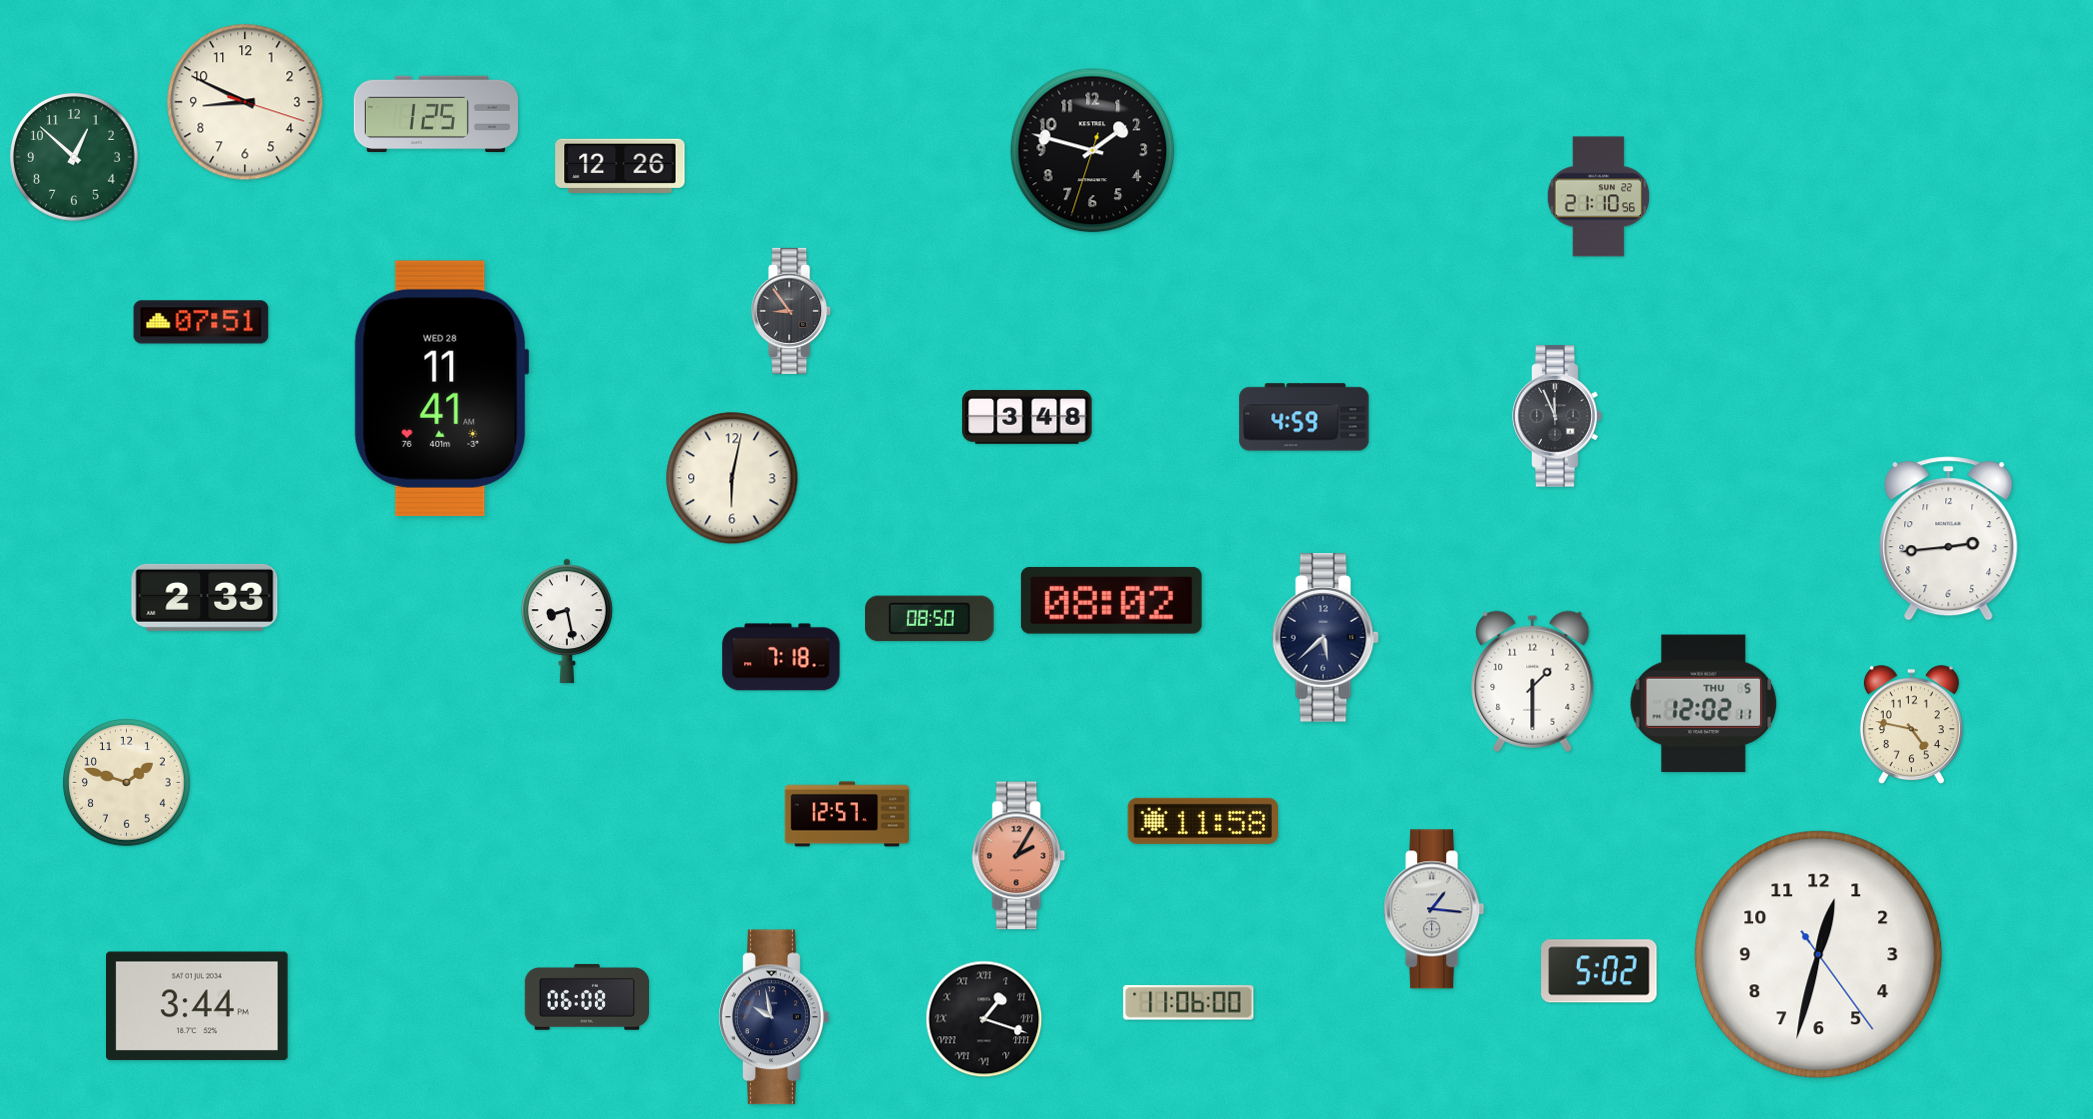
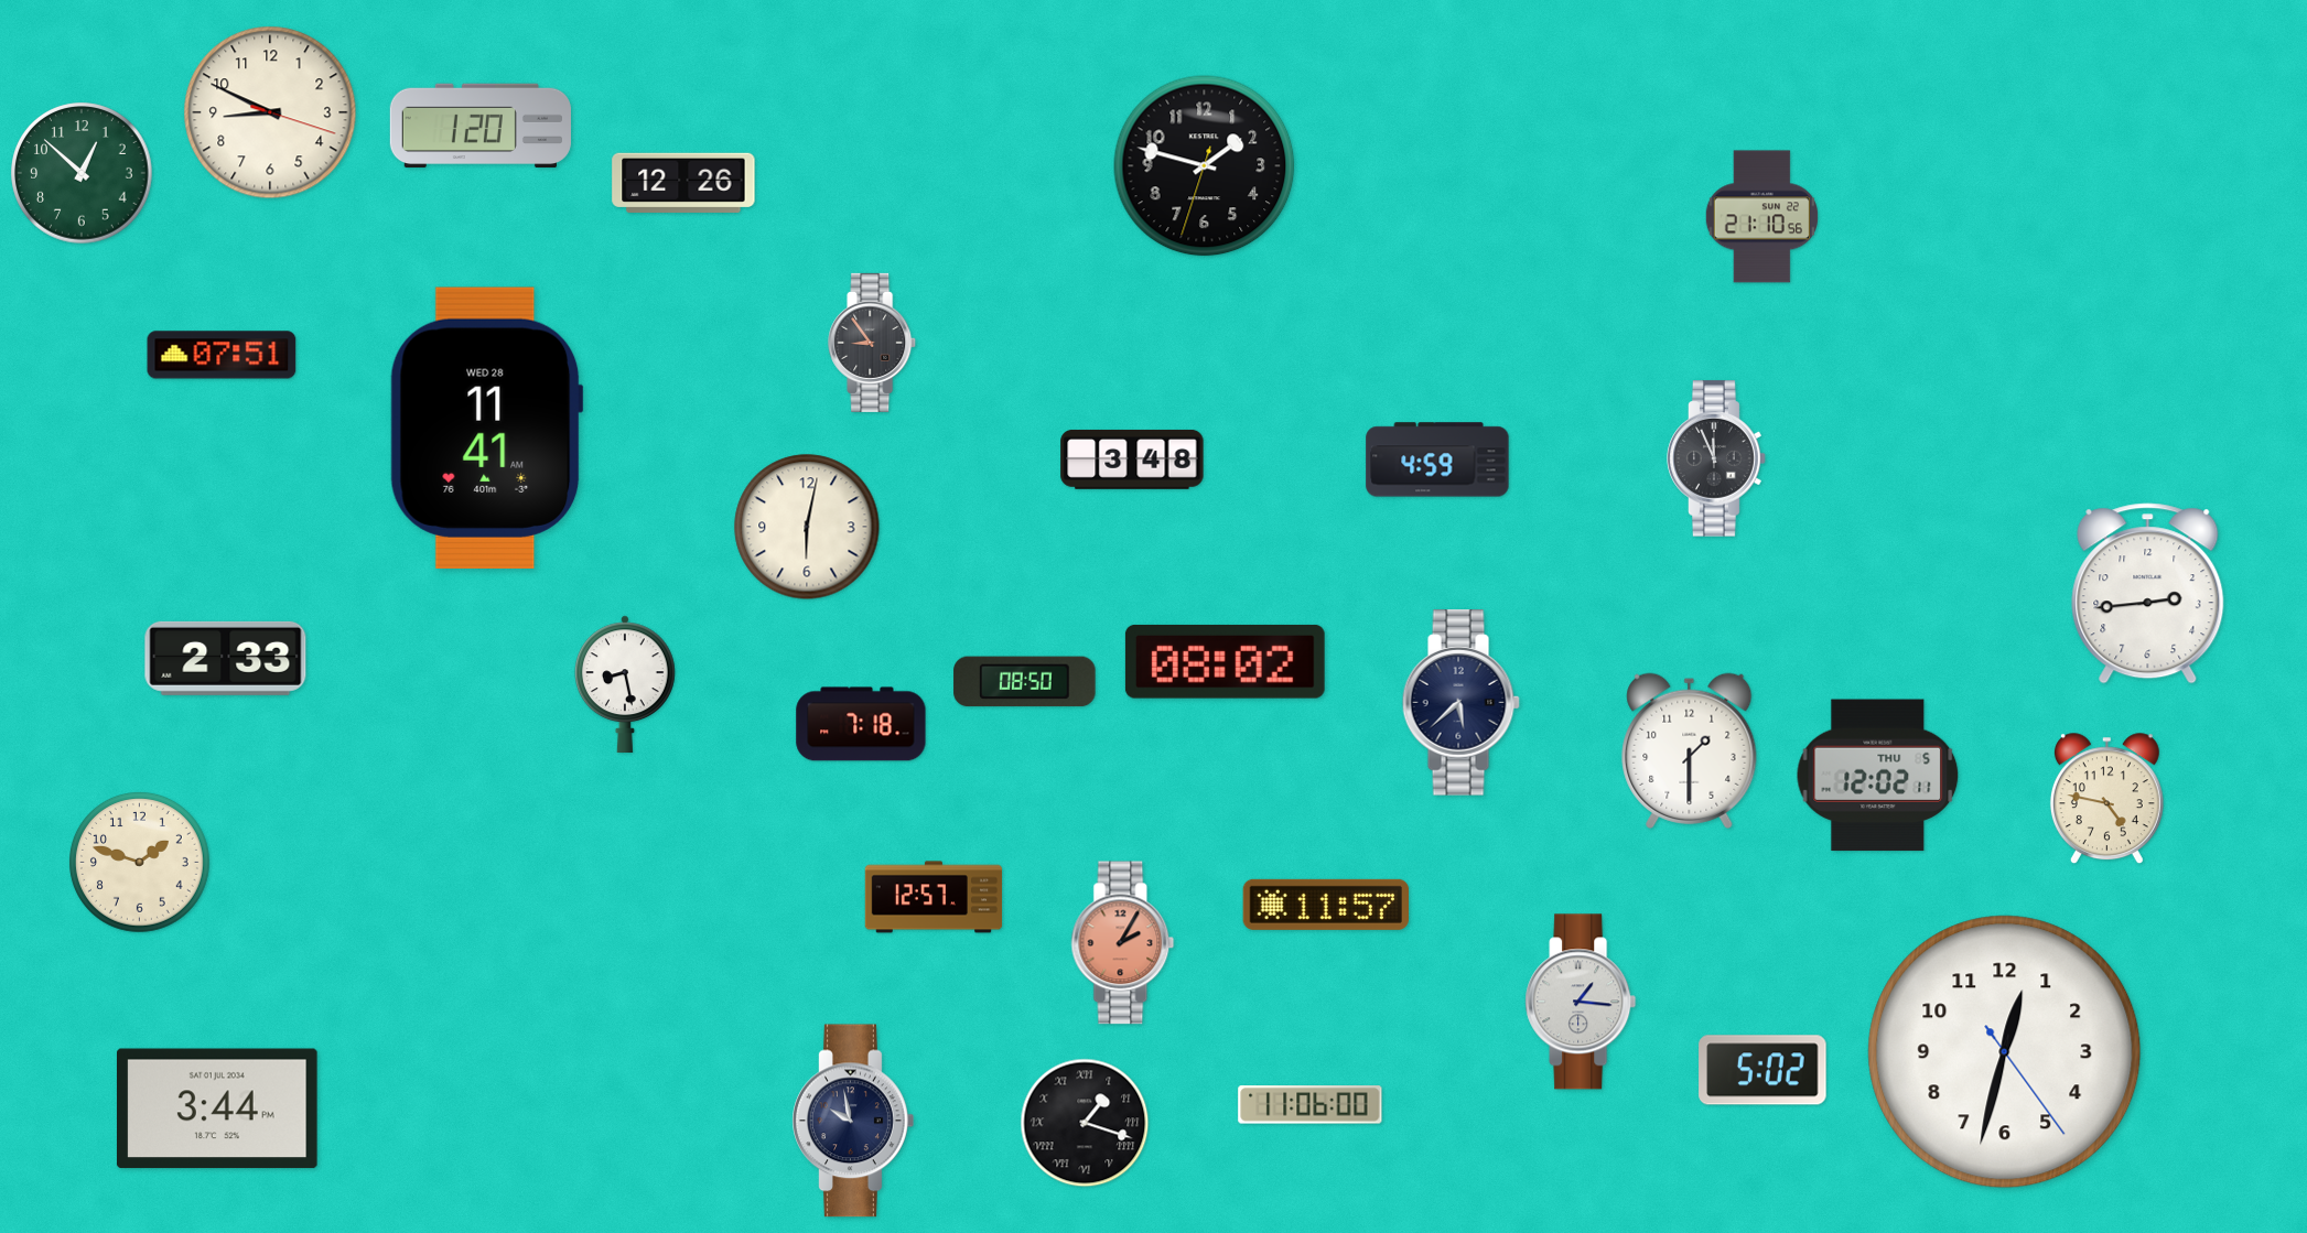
clock at (435, 114): 1:25 -> 1:20
clock at (1202, 821): 11:58 -> 11:57
clock at (586, 997): 06:08 -> none
